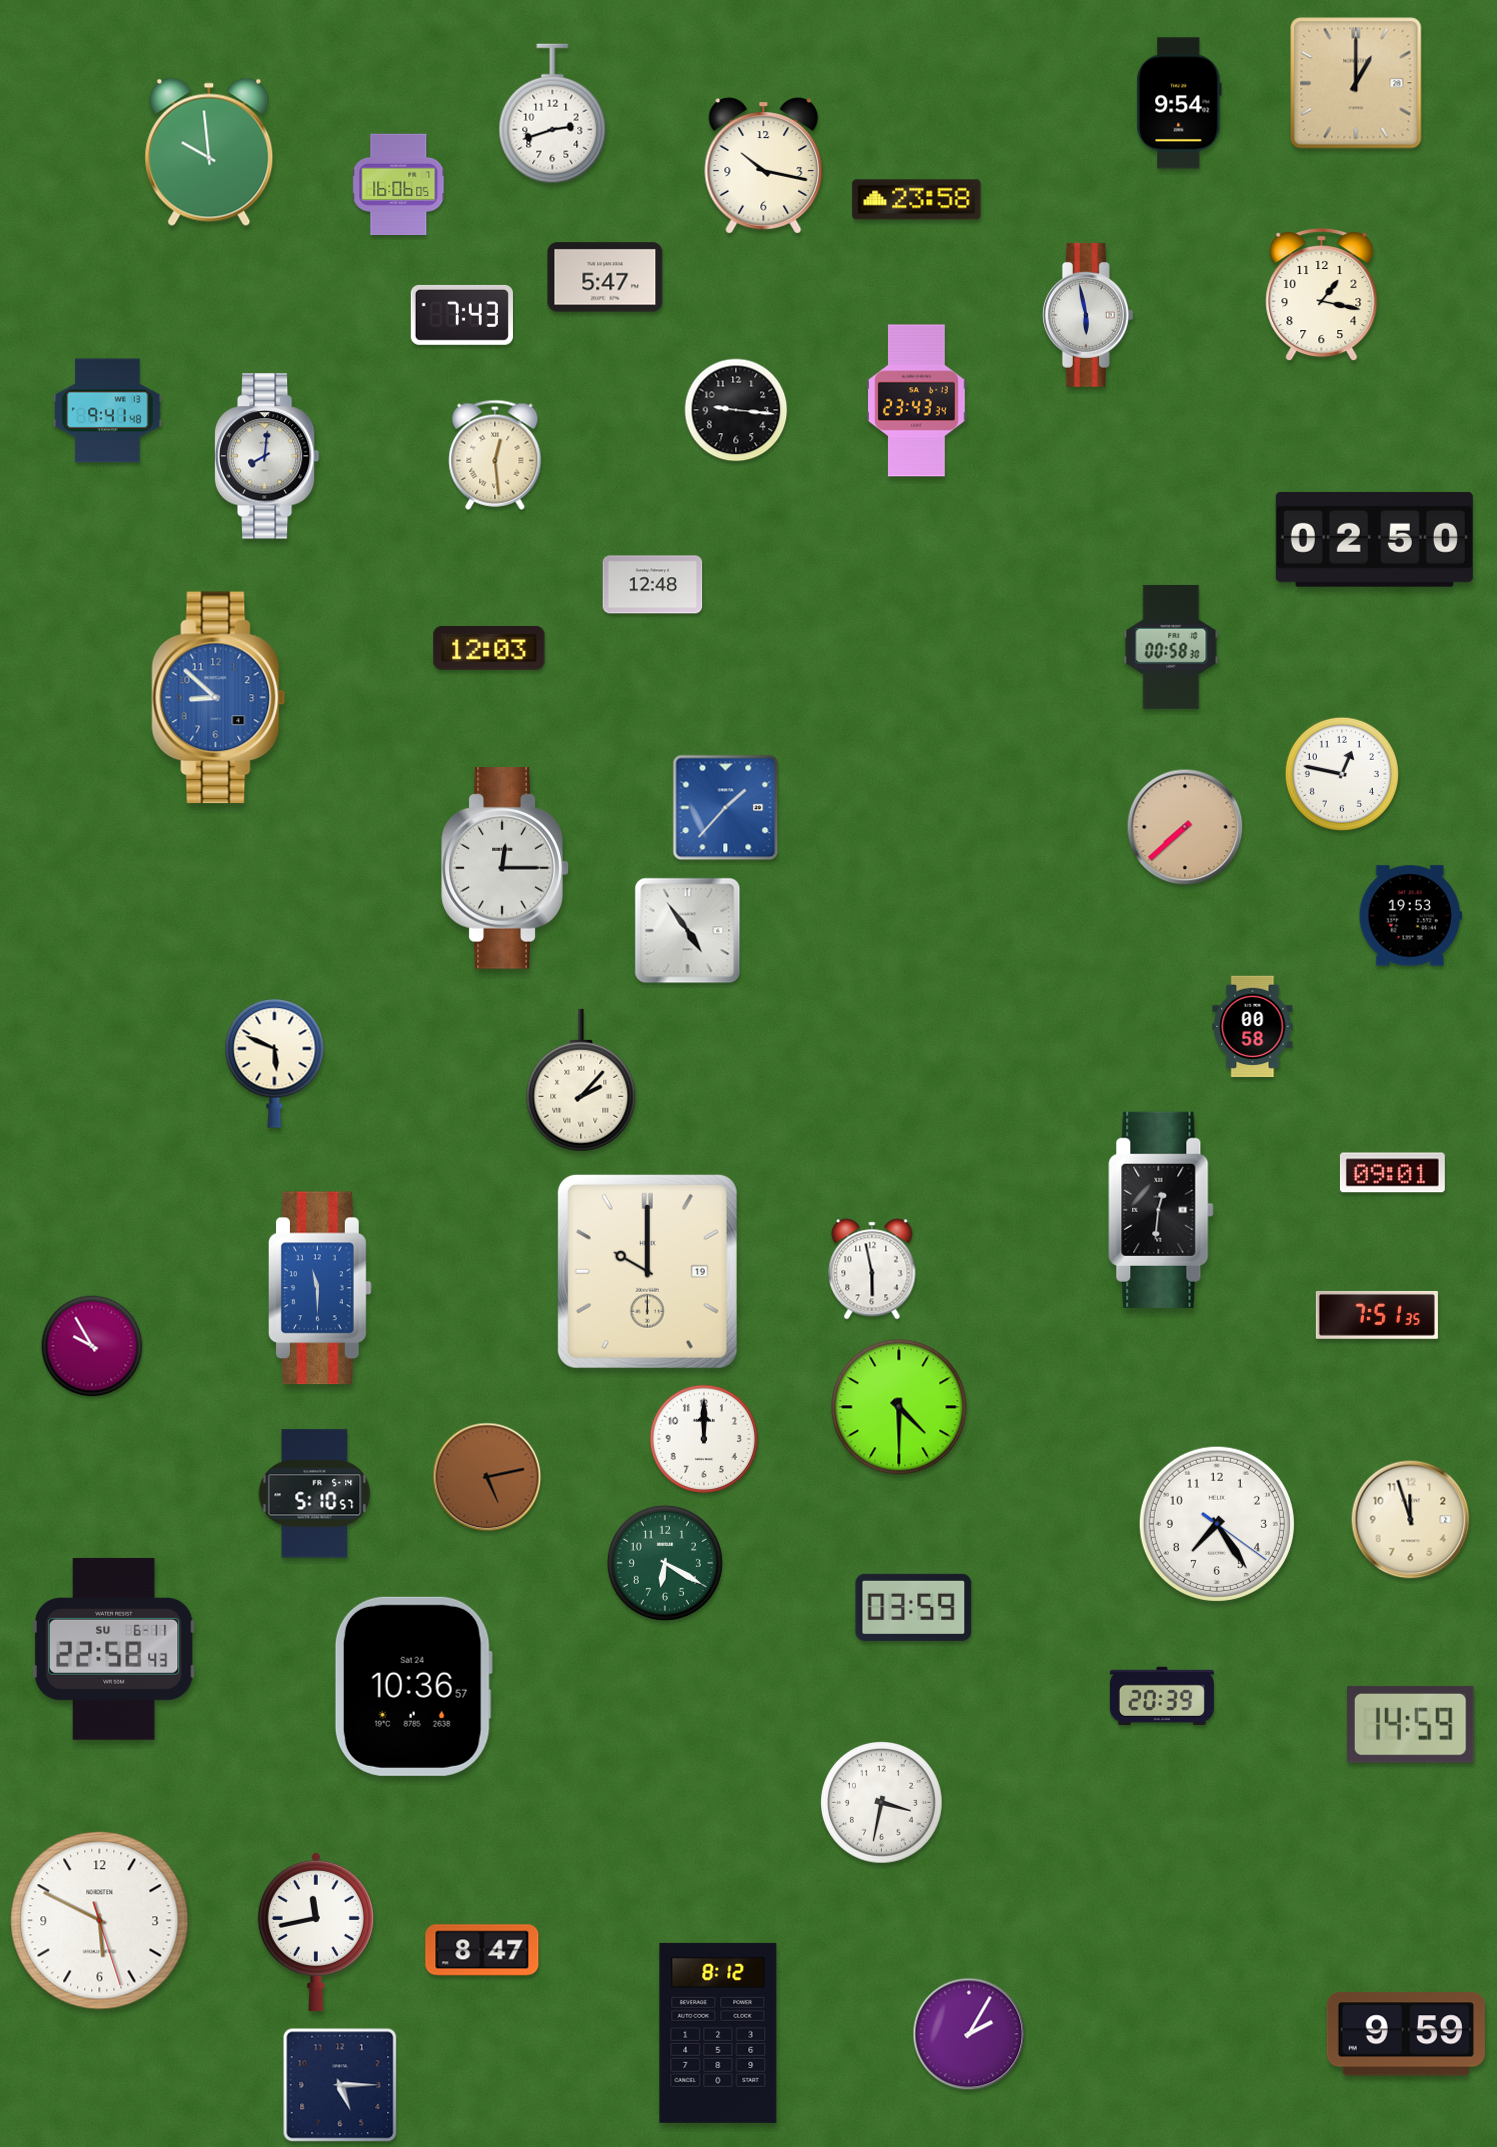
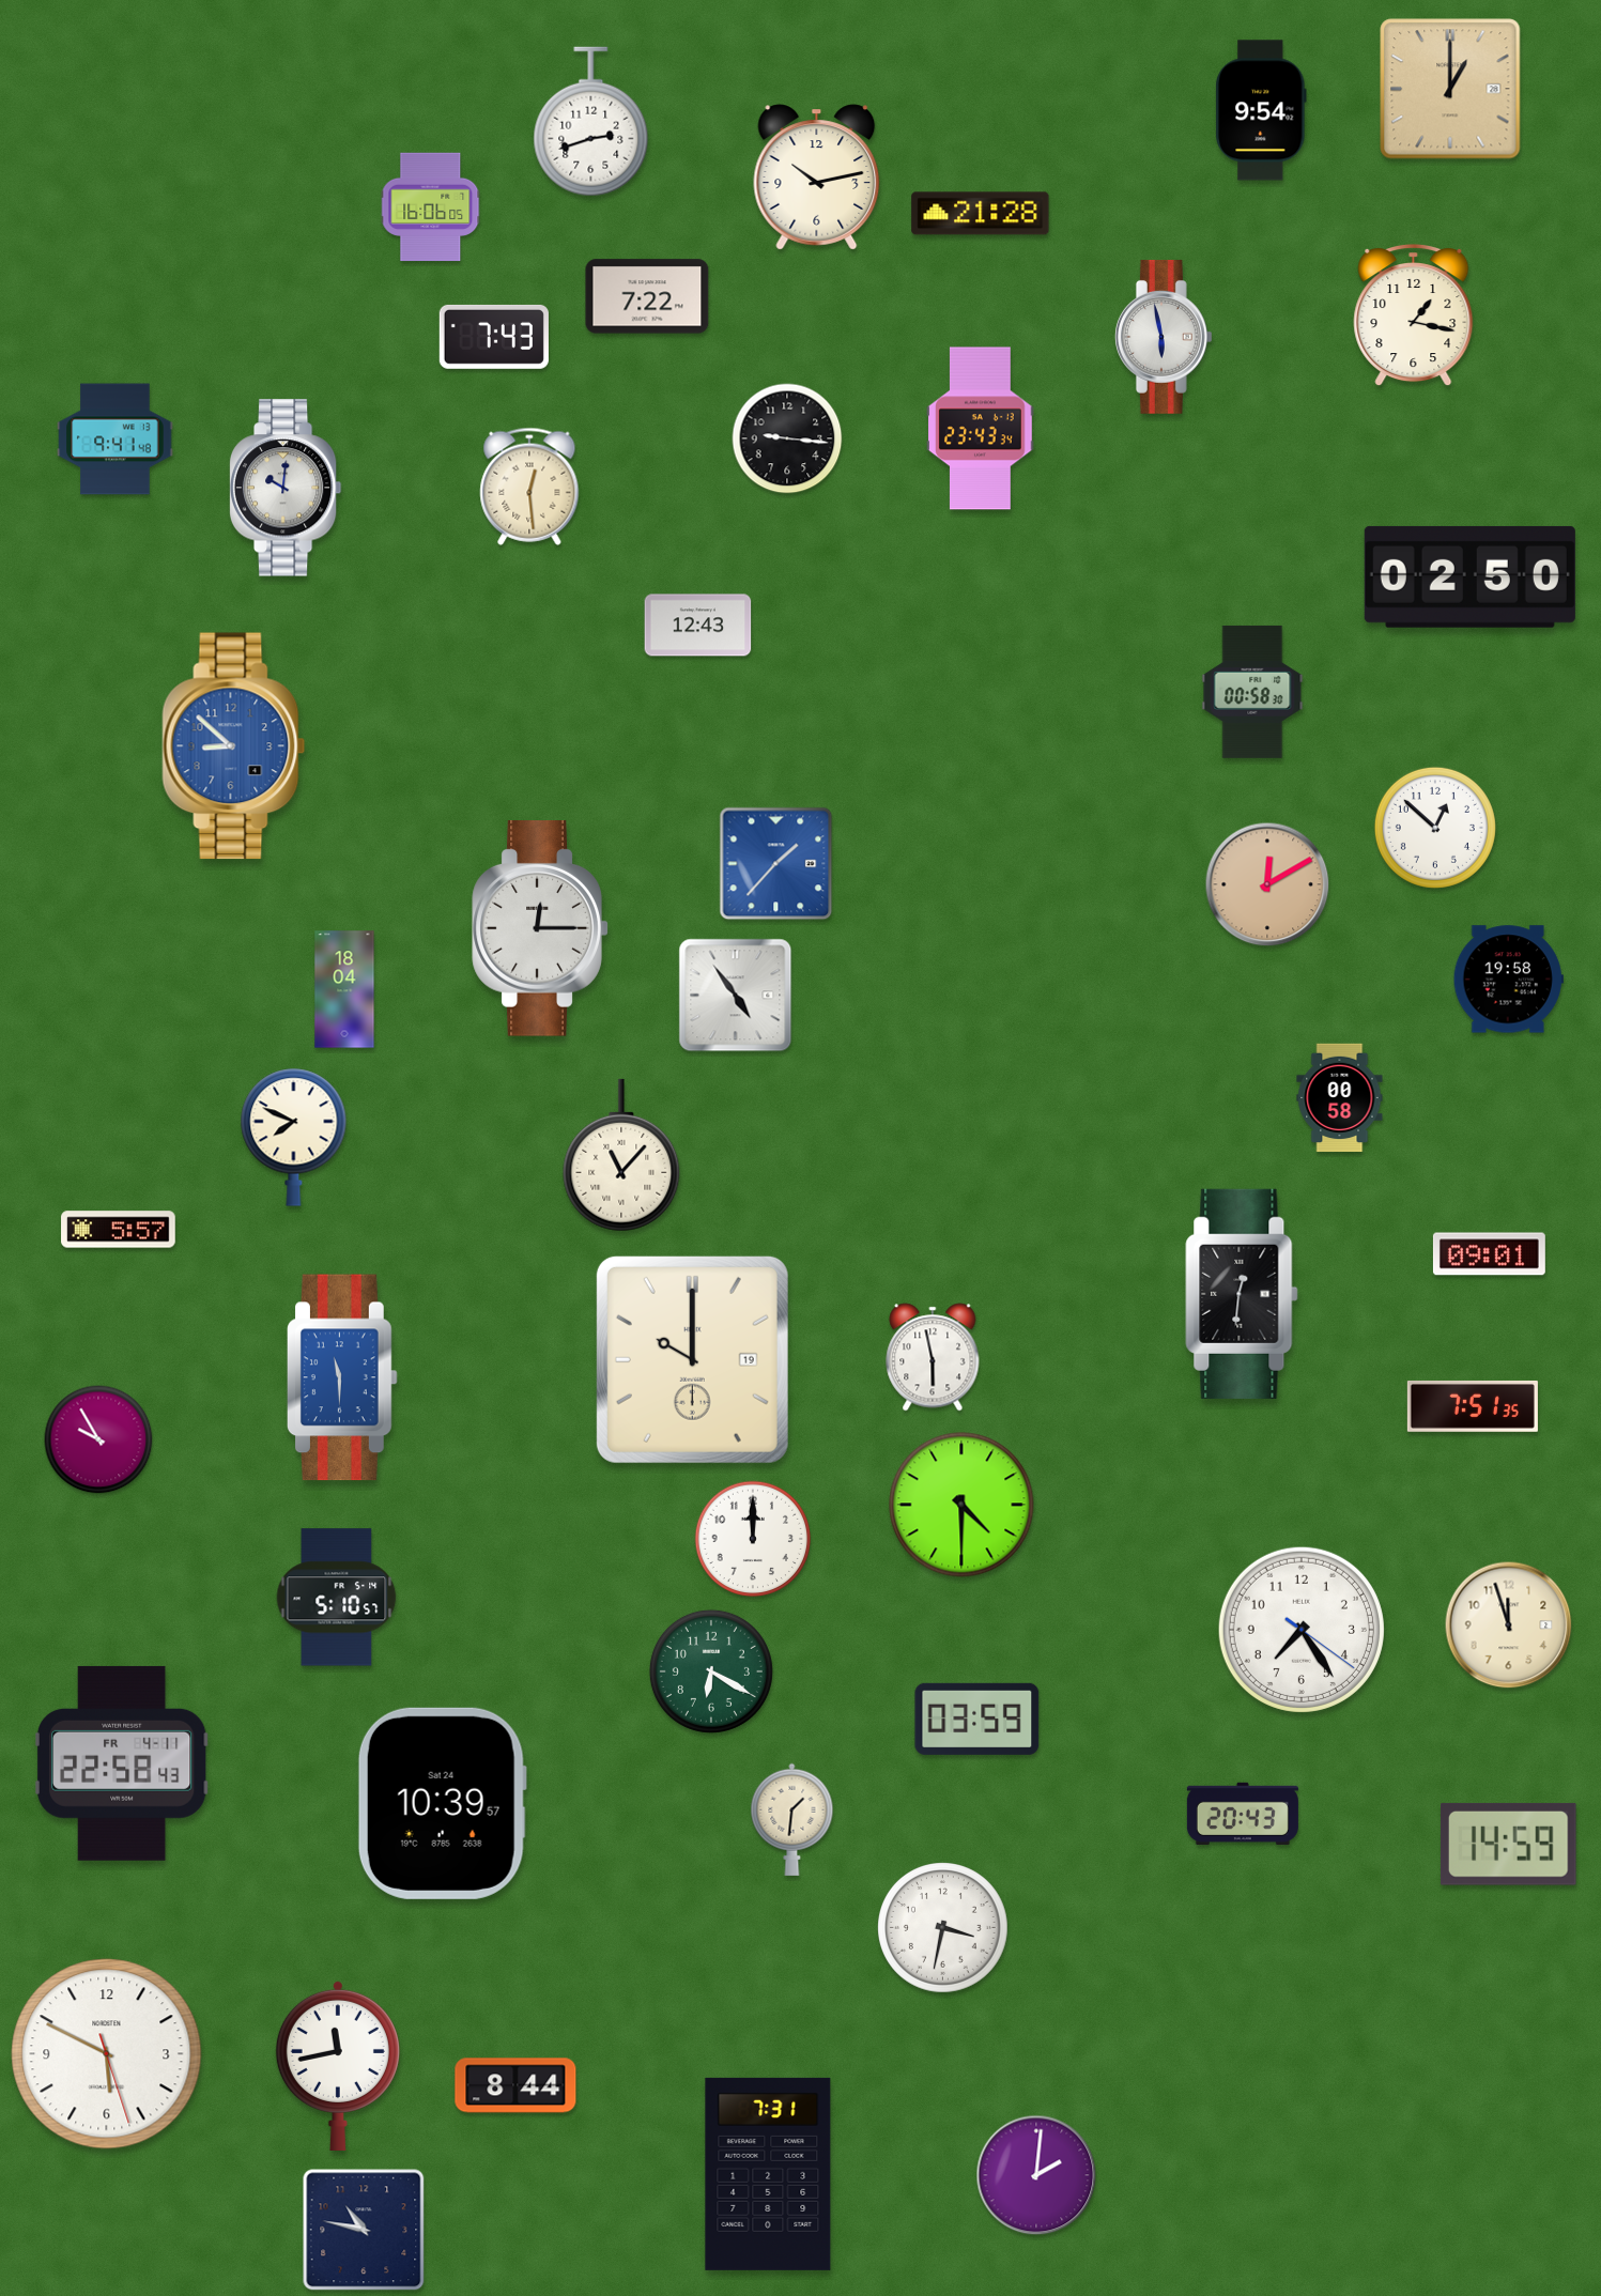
clock at (209, 152): 9:59 -> none
clock at (764, 166): 10:17 -> 10:13
clock at (399, 185) position: (399, 185) -> (431, 207)
clock at (917, 200): 23:58 -> 21:28
clock at (605, 277): 5:47 -> 7:22
clock at (267, 456): 8:01 -> 10:01
clock at (653, 585): 12:48 -> 12:43
clock at (489, 648): 12:03 -> none
clock at (1342, 774): 12:47 -> 12:52
clock at (1185, 827): 7:38 -> 12:10
clock at (1410, 916): 19:53 -> 19:58
clock at (344, 989): none -> 18:04
clock at (275, 1063): 5:49 -> 7:49
clock at (581, 1080): 2:07 -> 11:07
clock at (119, 1230): none -> 5:57
clock at (487, 1477): 5:13 -> none
clock at (114, 1649) date: SU 6-11 -> FR 4-11
clock at (413, 1686): 10:36 -> 10:39
clock at (1162, 1696): 20:39 -> 20:43
clock at (792, 1819): none -> 1:31
clock at (482, 1950): 8:47 -> 8:44
clock at (718, 2033): 8:12 -> 7:31
clock at (969, 2034): 2:05 -> 2:01
clock at (1406, 2034): 9:59 -> none
clock at (340, 2085): 5:15 -> 10:47
